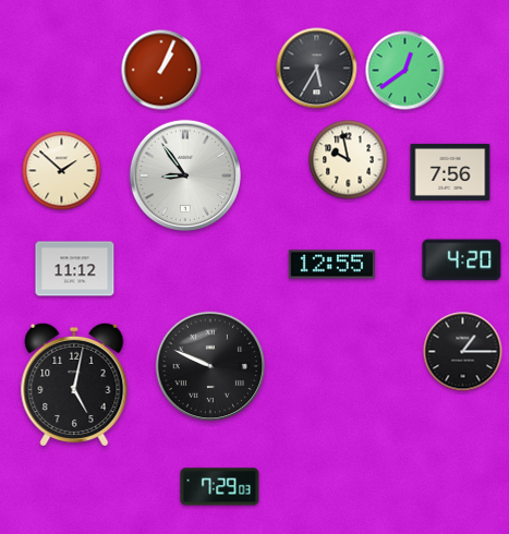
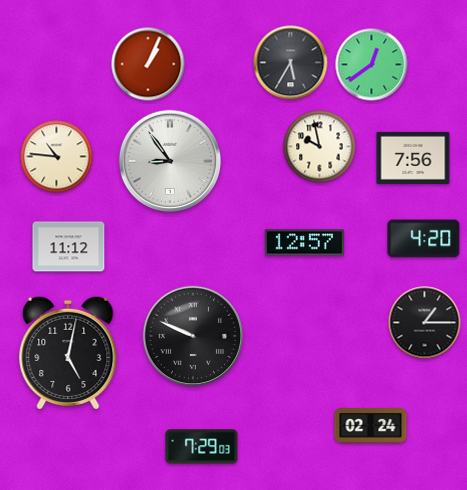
clock at (62, 171): 1:52 -> 10:46
clock at (331, 265): 12:55 -> 12:57
clock at (371, 426): none -> 02:24
